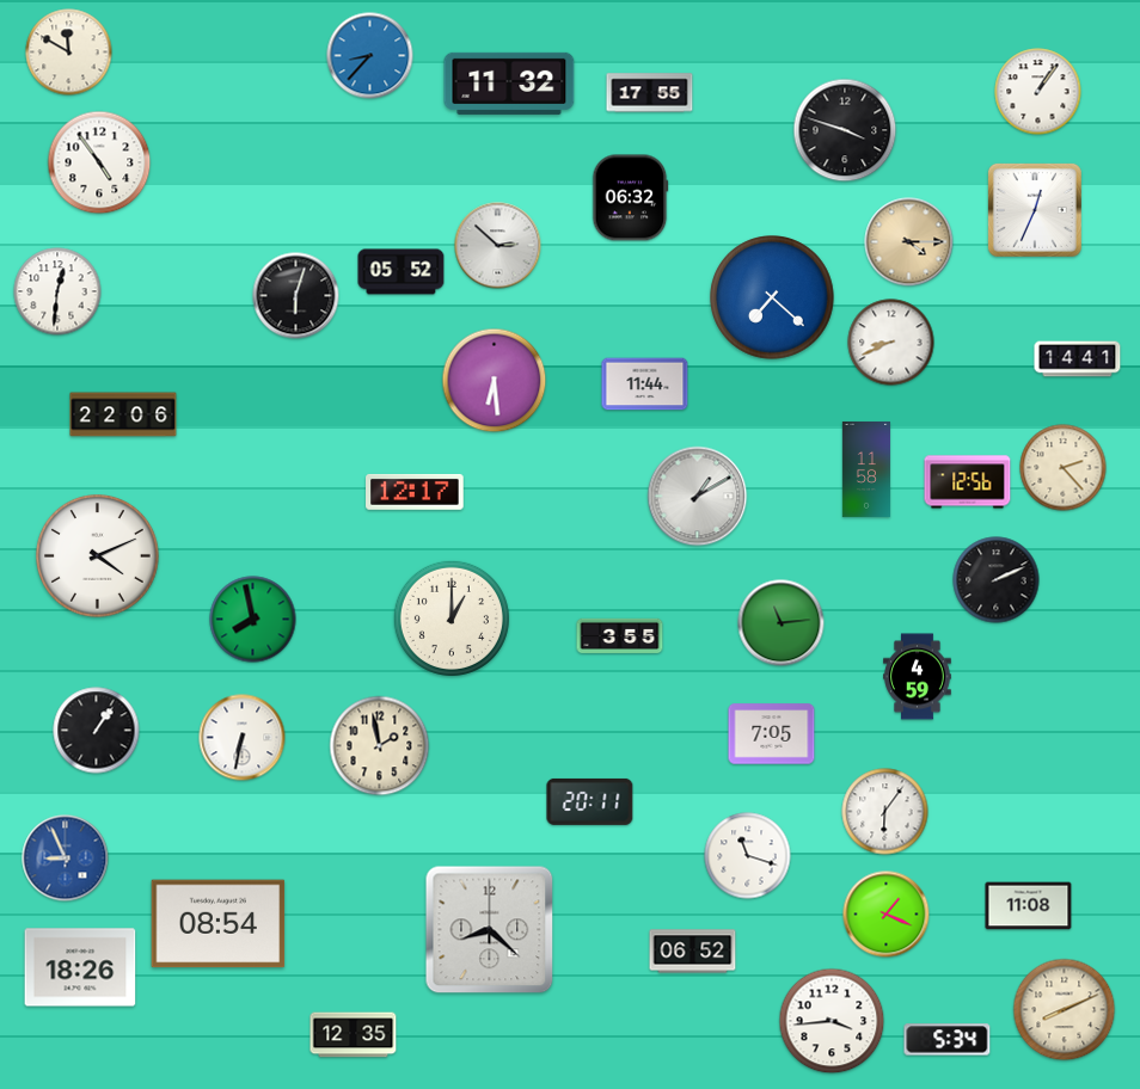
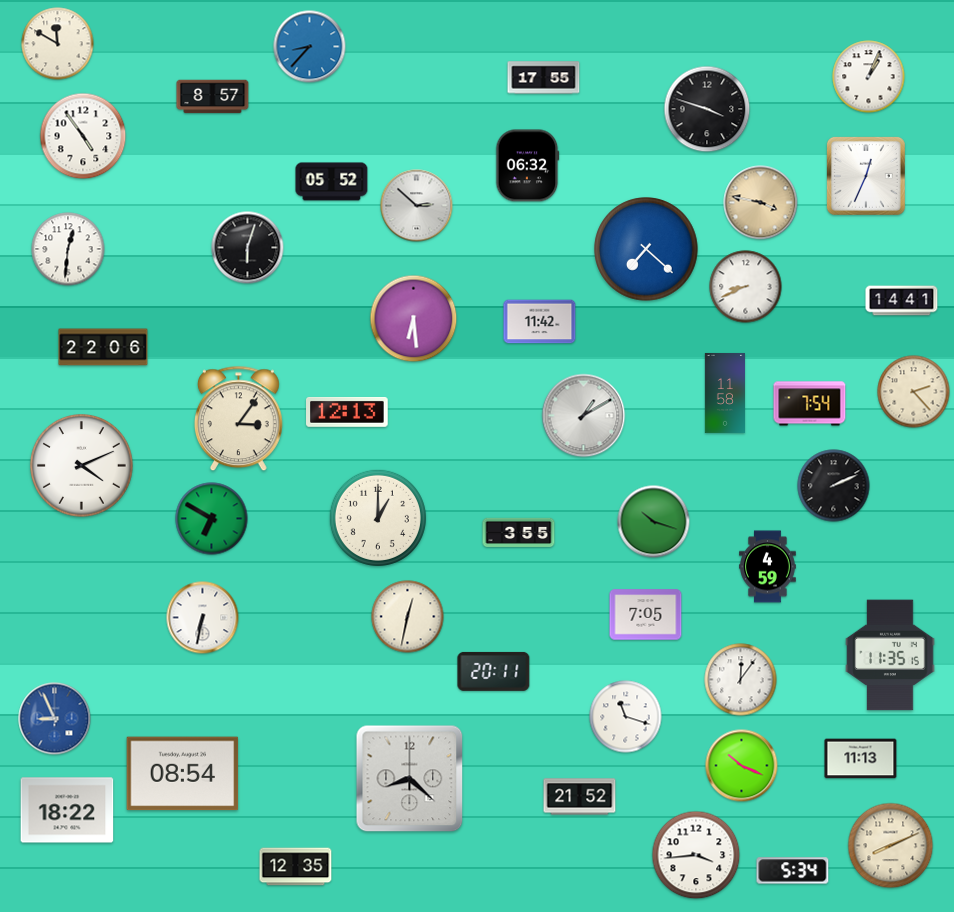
clock at (509, 84): 11:32 -> none
clock at (1038, 92): 1:06 -> 1:04
clock at (213, 97): none -> 8:57
clock at (909, 242): 4:15 -> 3:47
clock at (402, 272) position: (402, 272) -> (332, 182)
clock at (57, 291) position: (57, 291) -> (68, 249)
clock at (645, 384): 11:44 -> 11:42
clock at (1064, 468) position: (1064, 468) -> (914, 392)
clock at (968, 482): 12:56 -> 7:54
clock at (416, 492): 12:17 -> 12:13
clock at (238, 419): none -> 3:06
clock at (253, 620): 7:58 -> 6:50
clock at (782, 623): 11:14 -> 10:18
clock at (97, 731): 1:06 -> none
clock at (408, 617): none -> 12:32
clock at (380, 746): 1:58 -> none
clock at (890, 655): none -> 11:35
clock at (885, 812): 6:06 -> 12:06
clock at (1029, 906): 11:08 -> 11:13
clock at (887, 915): 1:19 -> 10:19
clock at (693, 952): 06:52 -> 21:52
clock at (80, 967): 18:26 -> 18:22
